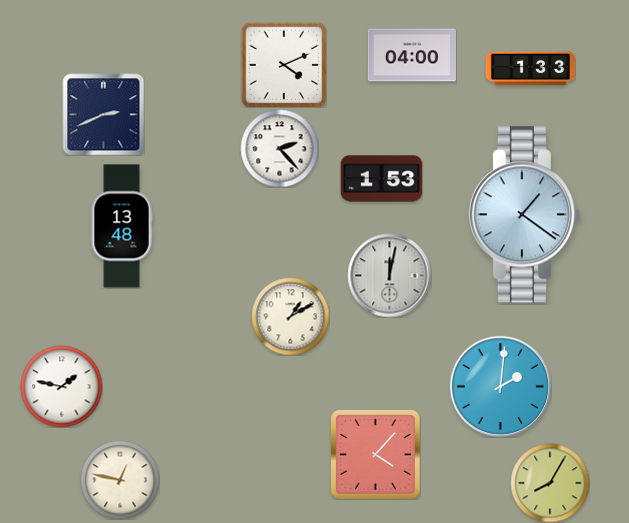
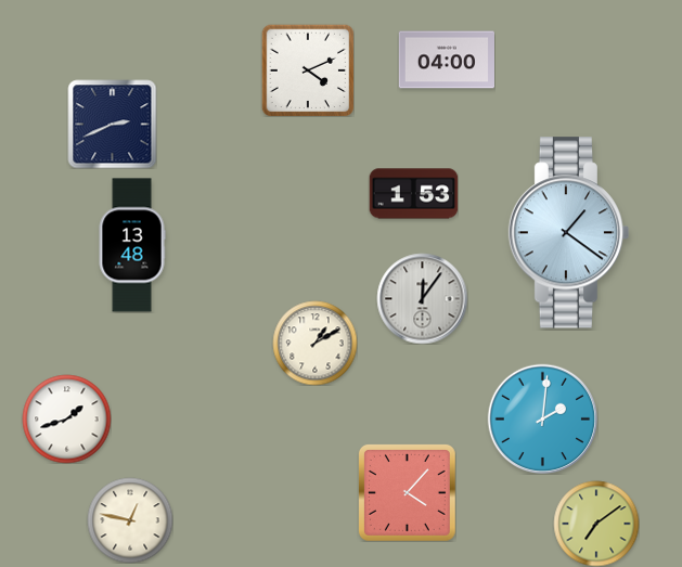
clock at (530, 69): 1:33 -> none
clock at (279, 148): 2:23 -> none
clock at (389, 275): 12:02 -> 12:06
clock at (61, 386): 1:47 -> 1:42
clock at (550, 483): 8:05 -> 7:09
